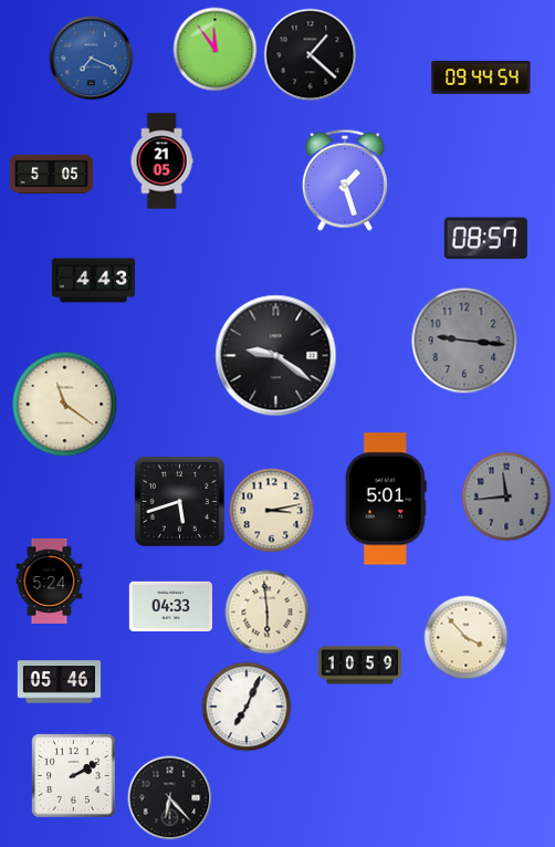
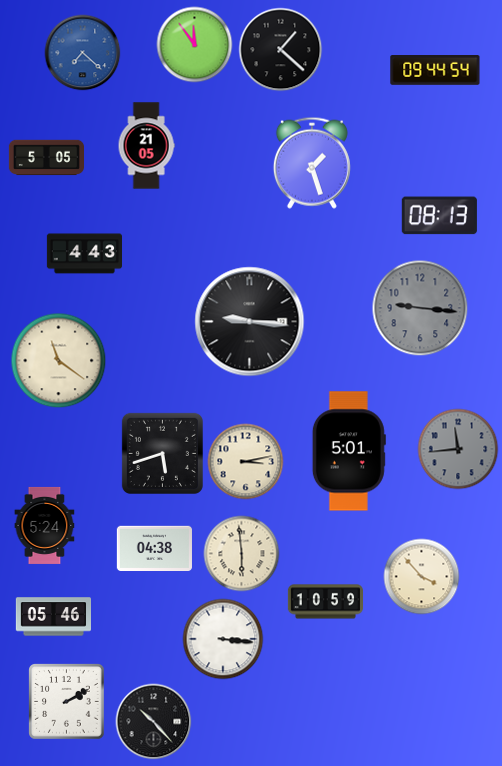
clock at (92, 59): 7:19 -> 7:22
clock at (485, 239): 08:57 -> 08:13
clock at (276, 356): 9:21 -> 9:16
clock at (65, 405) position: (65, 405) -> (59, 361)
clock at (170, 606): 04:33 -> 04:38
clock at (247, 707): 7:04 -> 3:16
clock at (170, 798): 6:23 -> 10:23
